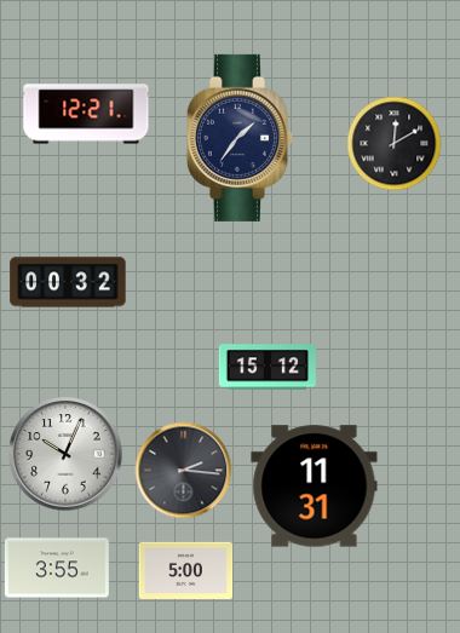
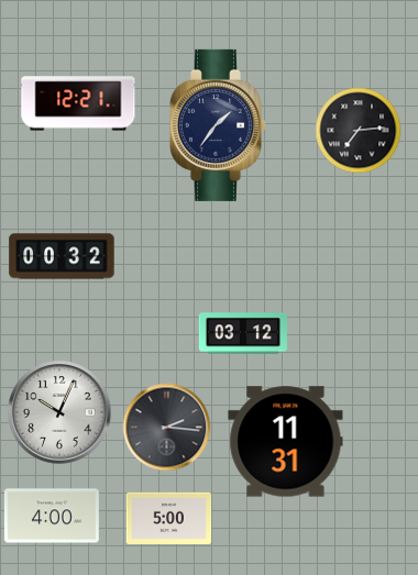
clock at (393, 143): 12:10 -> 7:14
clock at (268, 367): 15:12 -> 03:12
clock at (57, 568): 3:55 -> 4:00
